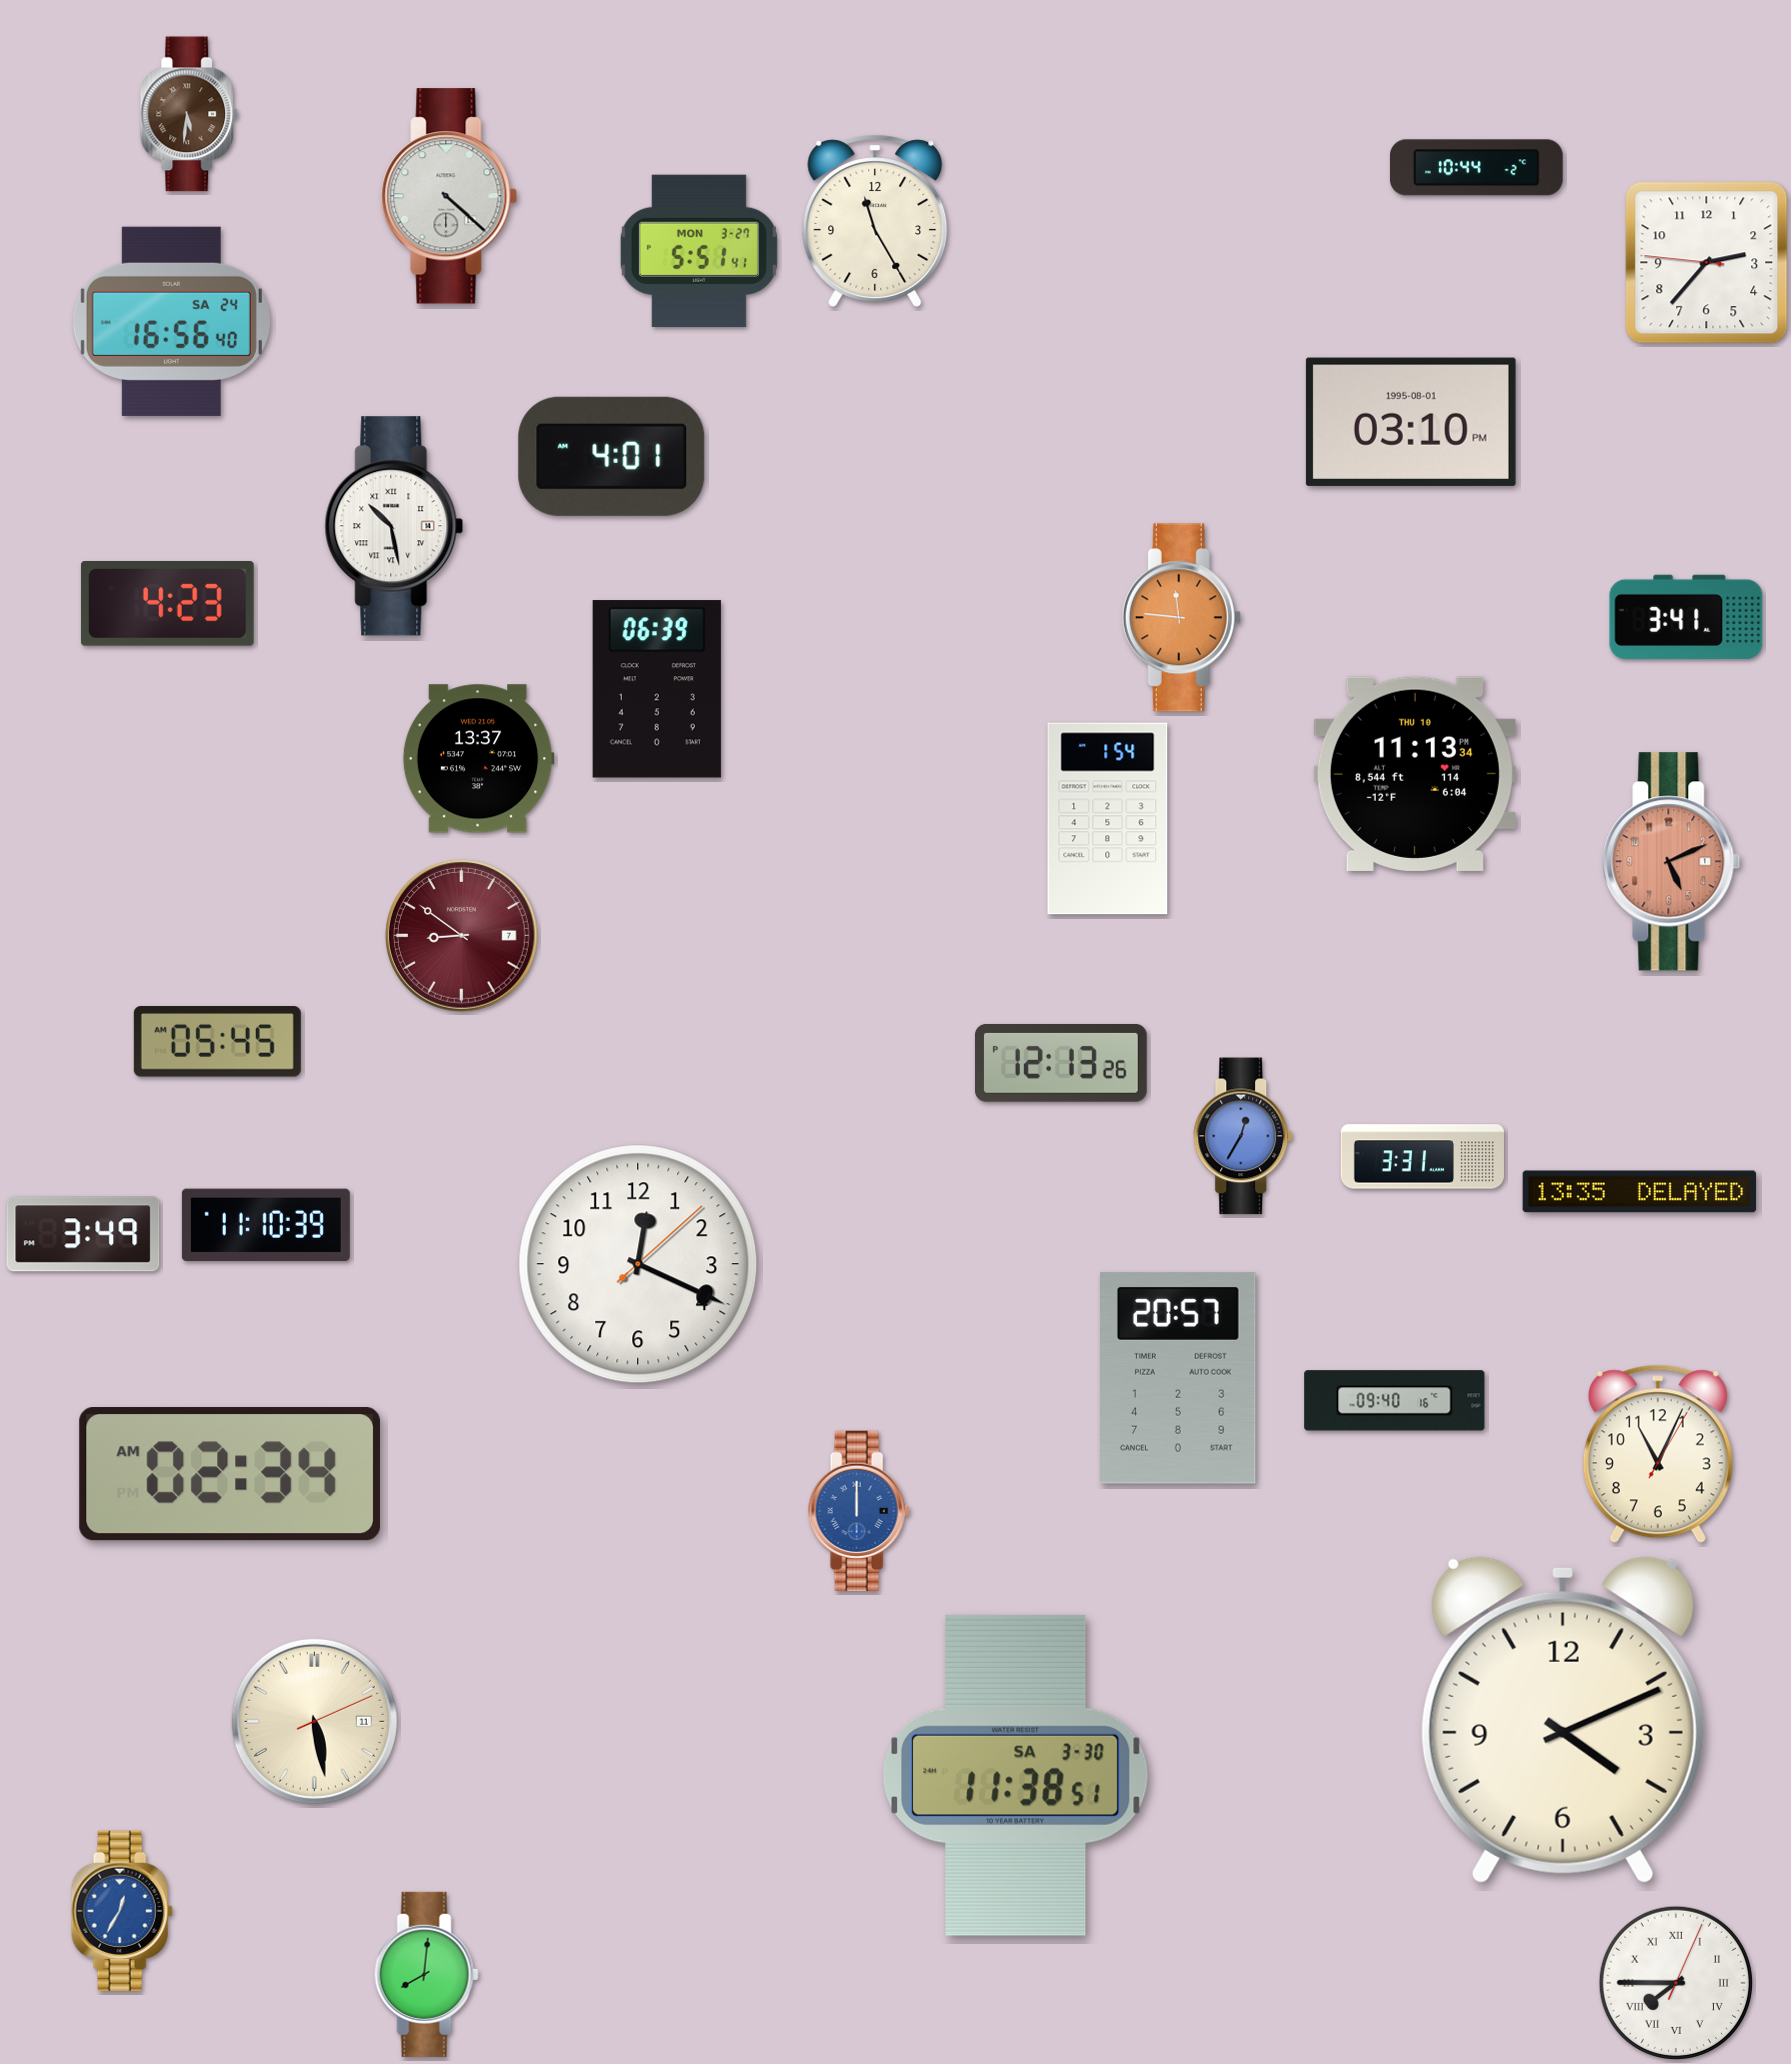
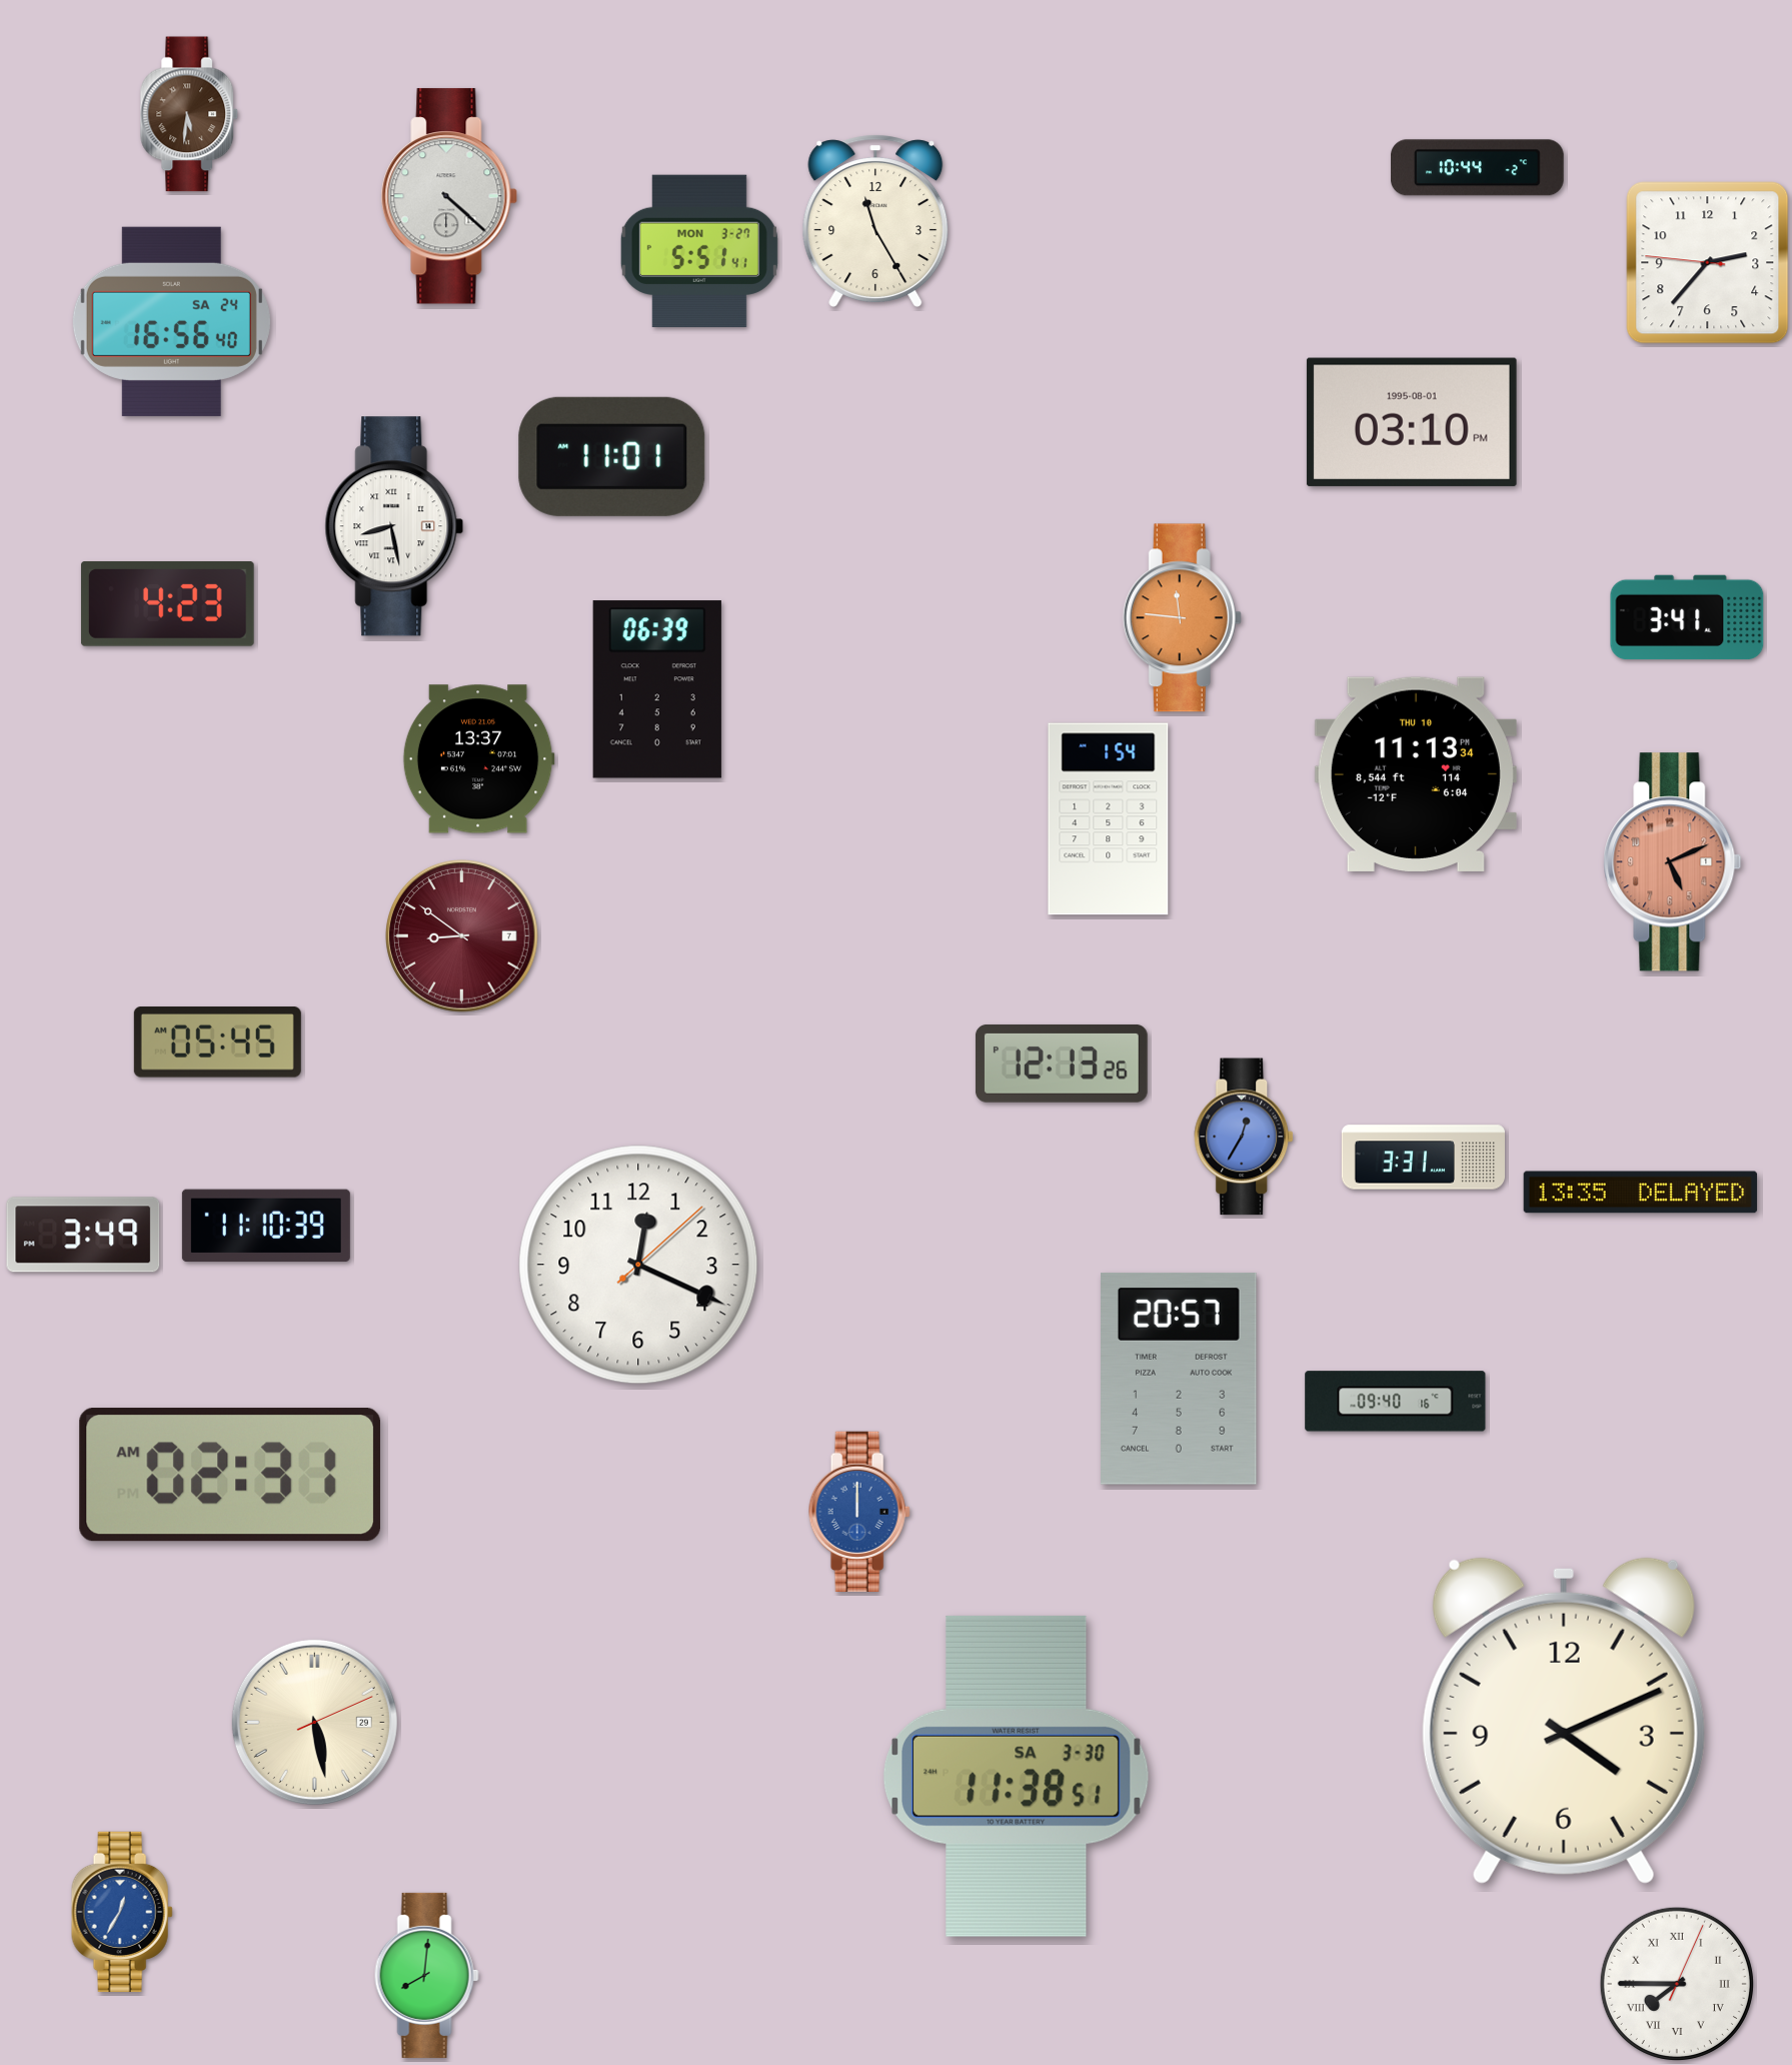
clock at (612, 456): 4:01 -> 11:01
clock at (394, 526): 10:28 -> 8:28
clock at (1658, 1454): 11:04 -> none
clock at (230, 1474): 02:34 -> 02:31
clock at (314, 1721) date: 11 -> 29
